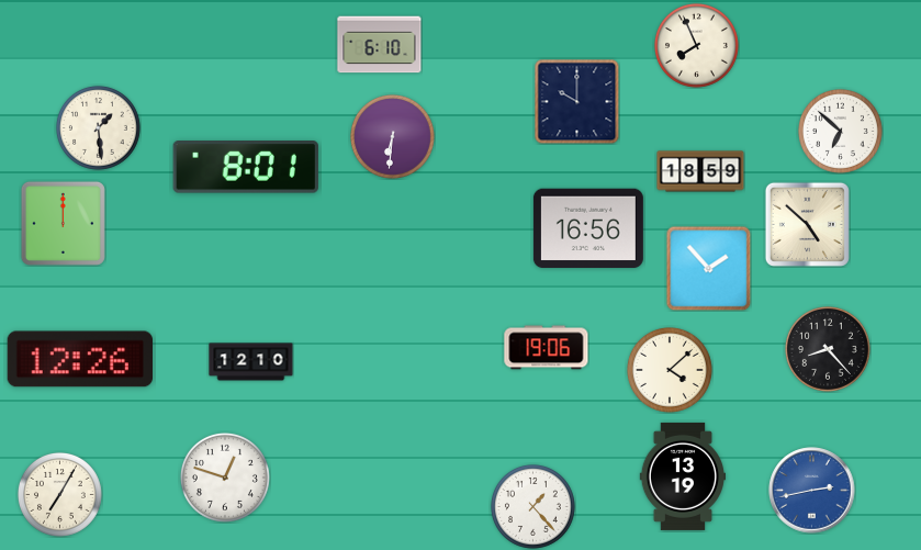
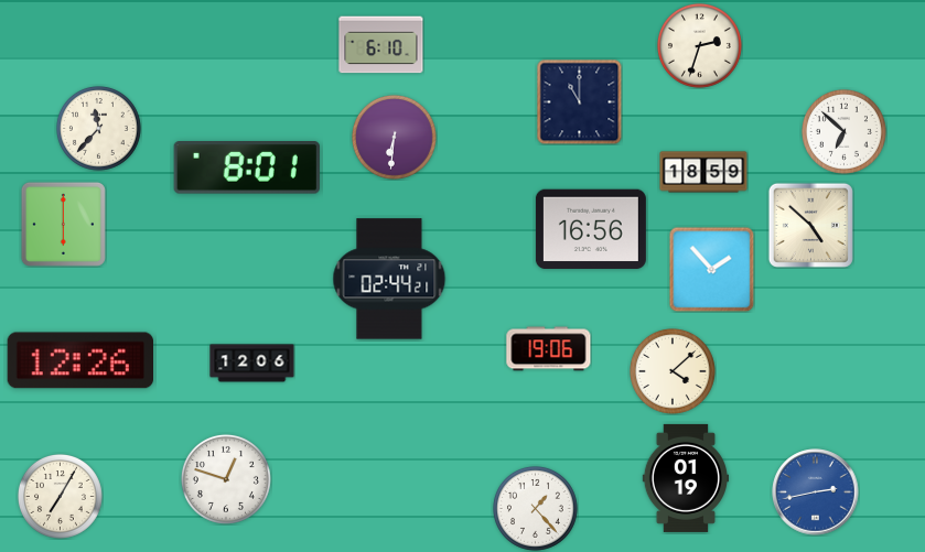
clock at (696, 45): 7:56 -> 2:33
clock at (576, 101): 10:00 -> 11:00
clock at (98, 127): 1:29 -> 11:37
clock at (63, 223): 12:00 -> 6:00
clock at (389, 279): none -> 02:44
clock at (828, 349): 8:23 -> none
clock at (251, 362): 12:10 -> 12:06
clock at (682, 476): 13:19 -> 01:19
